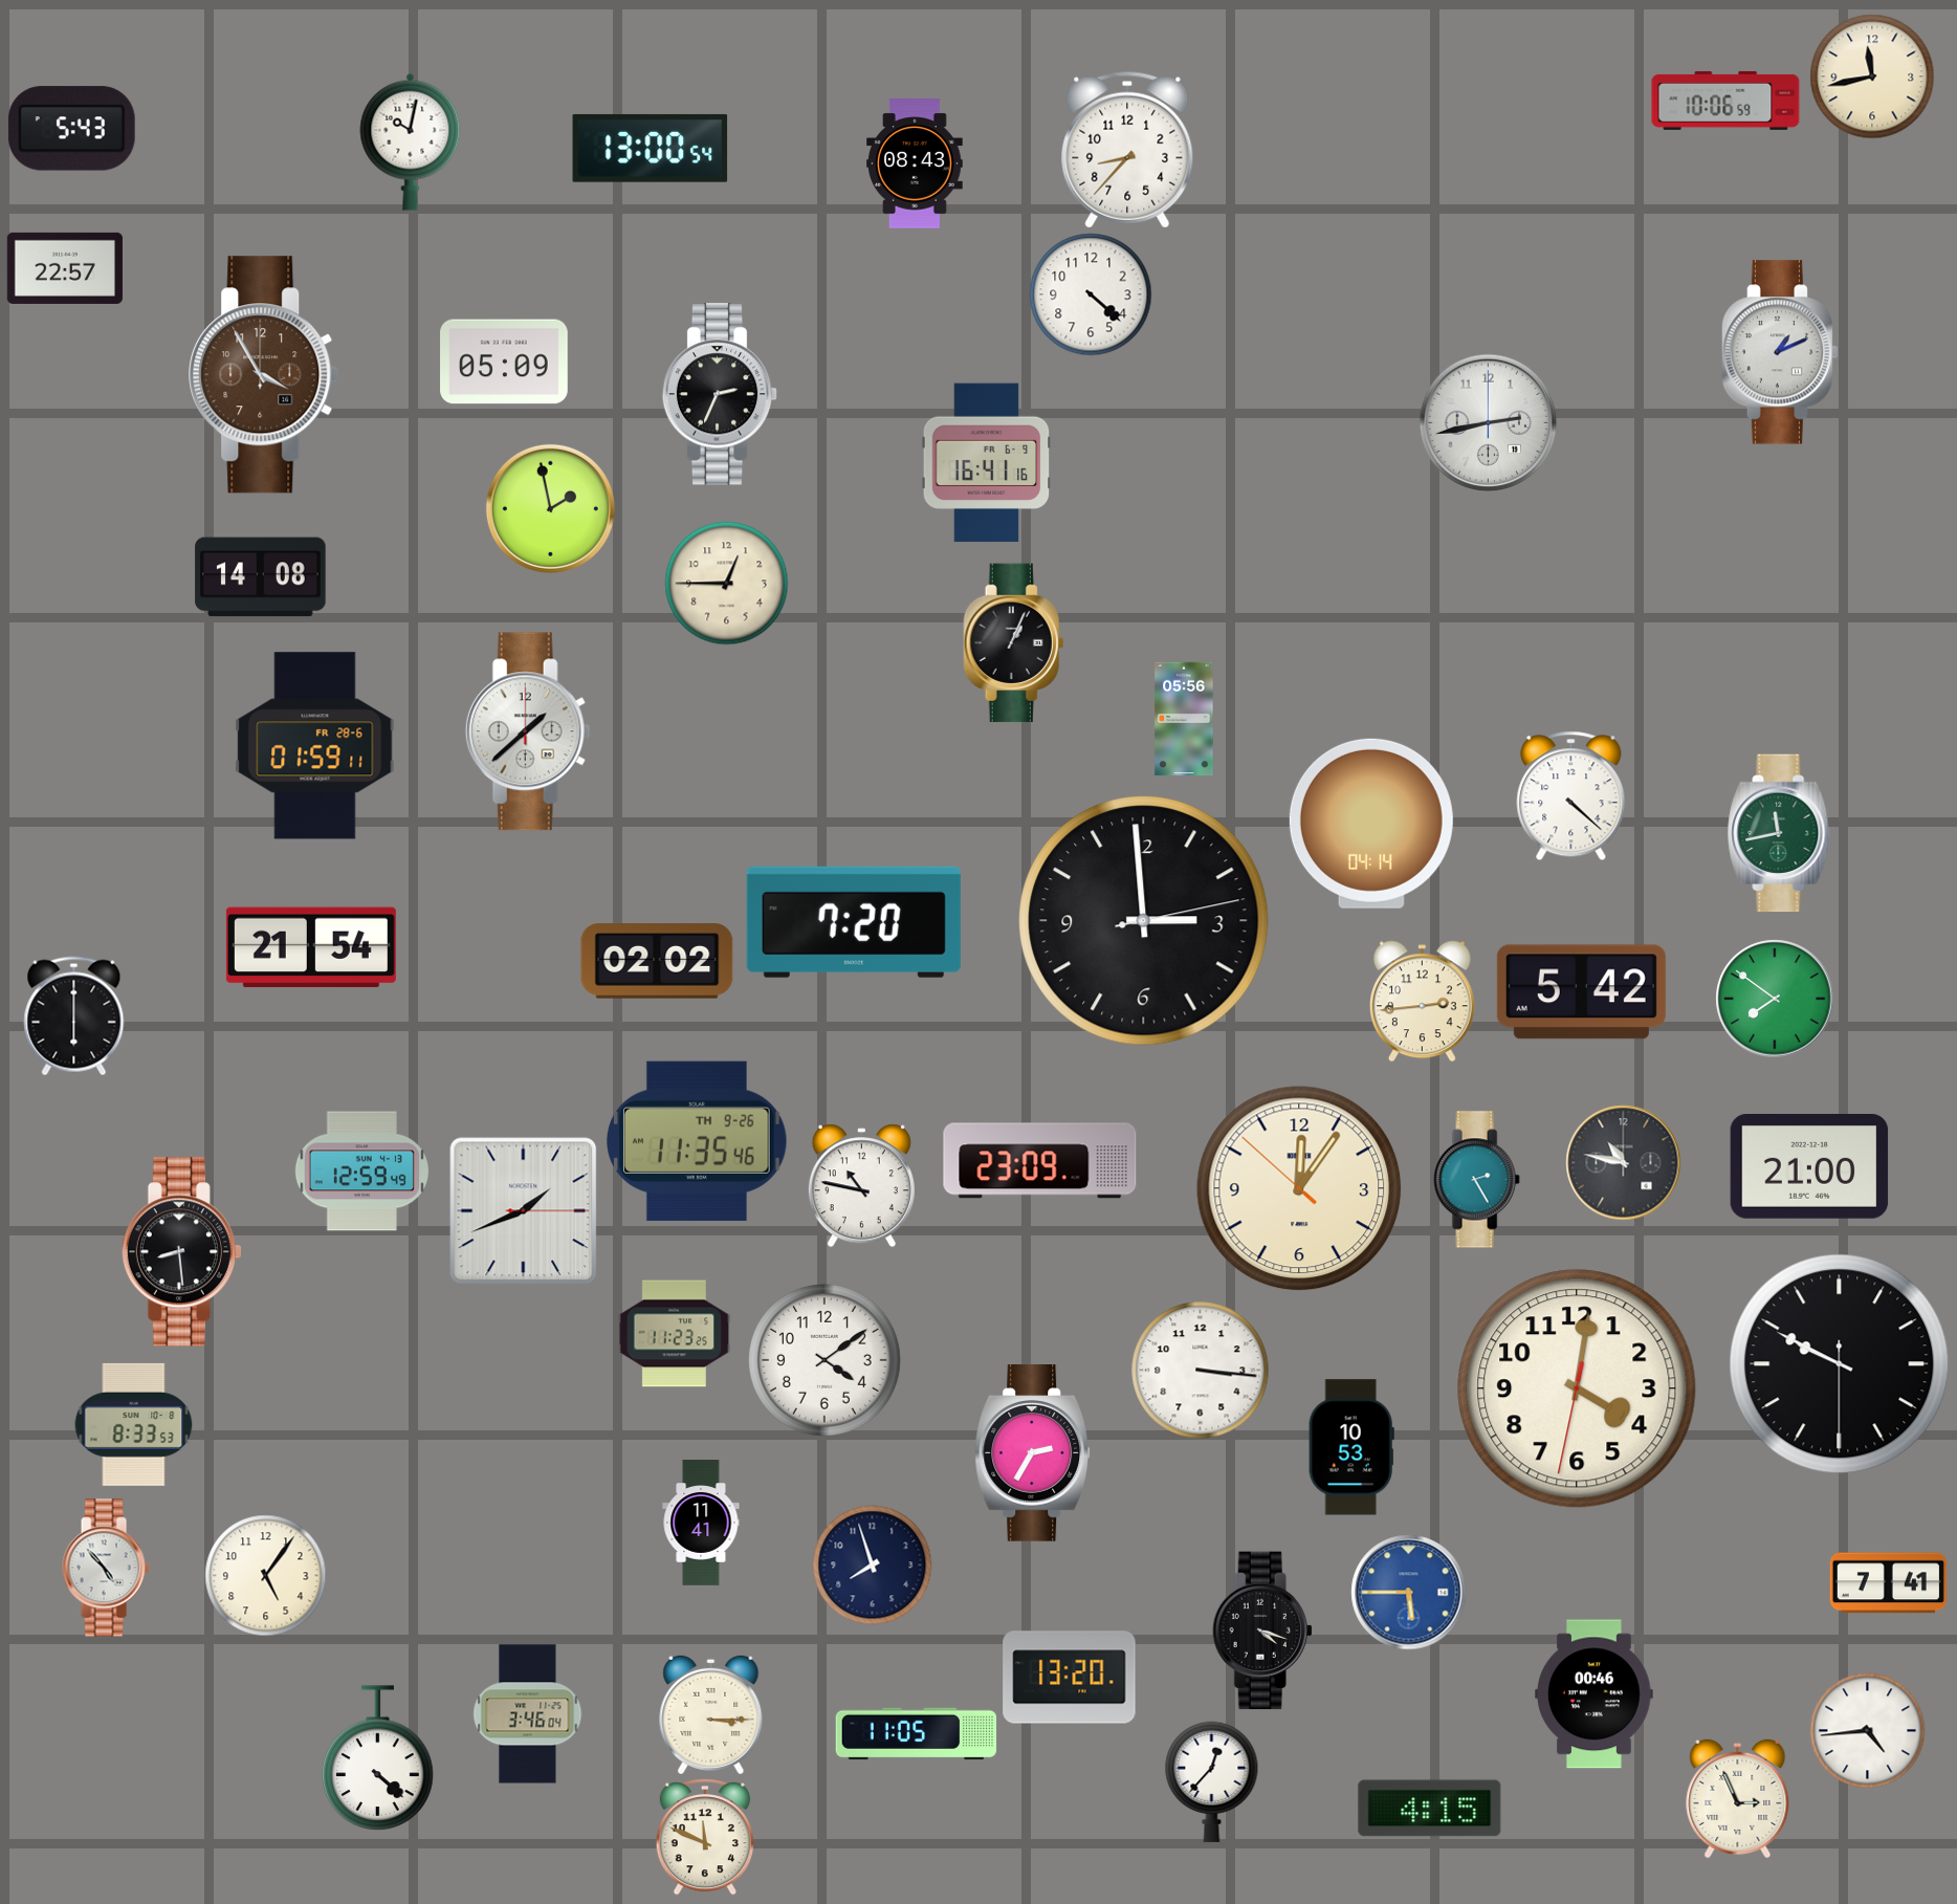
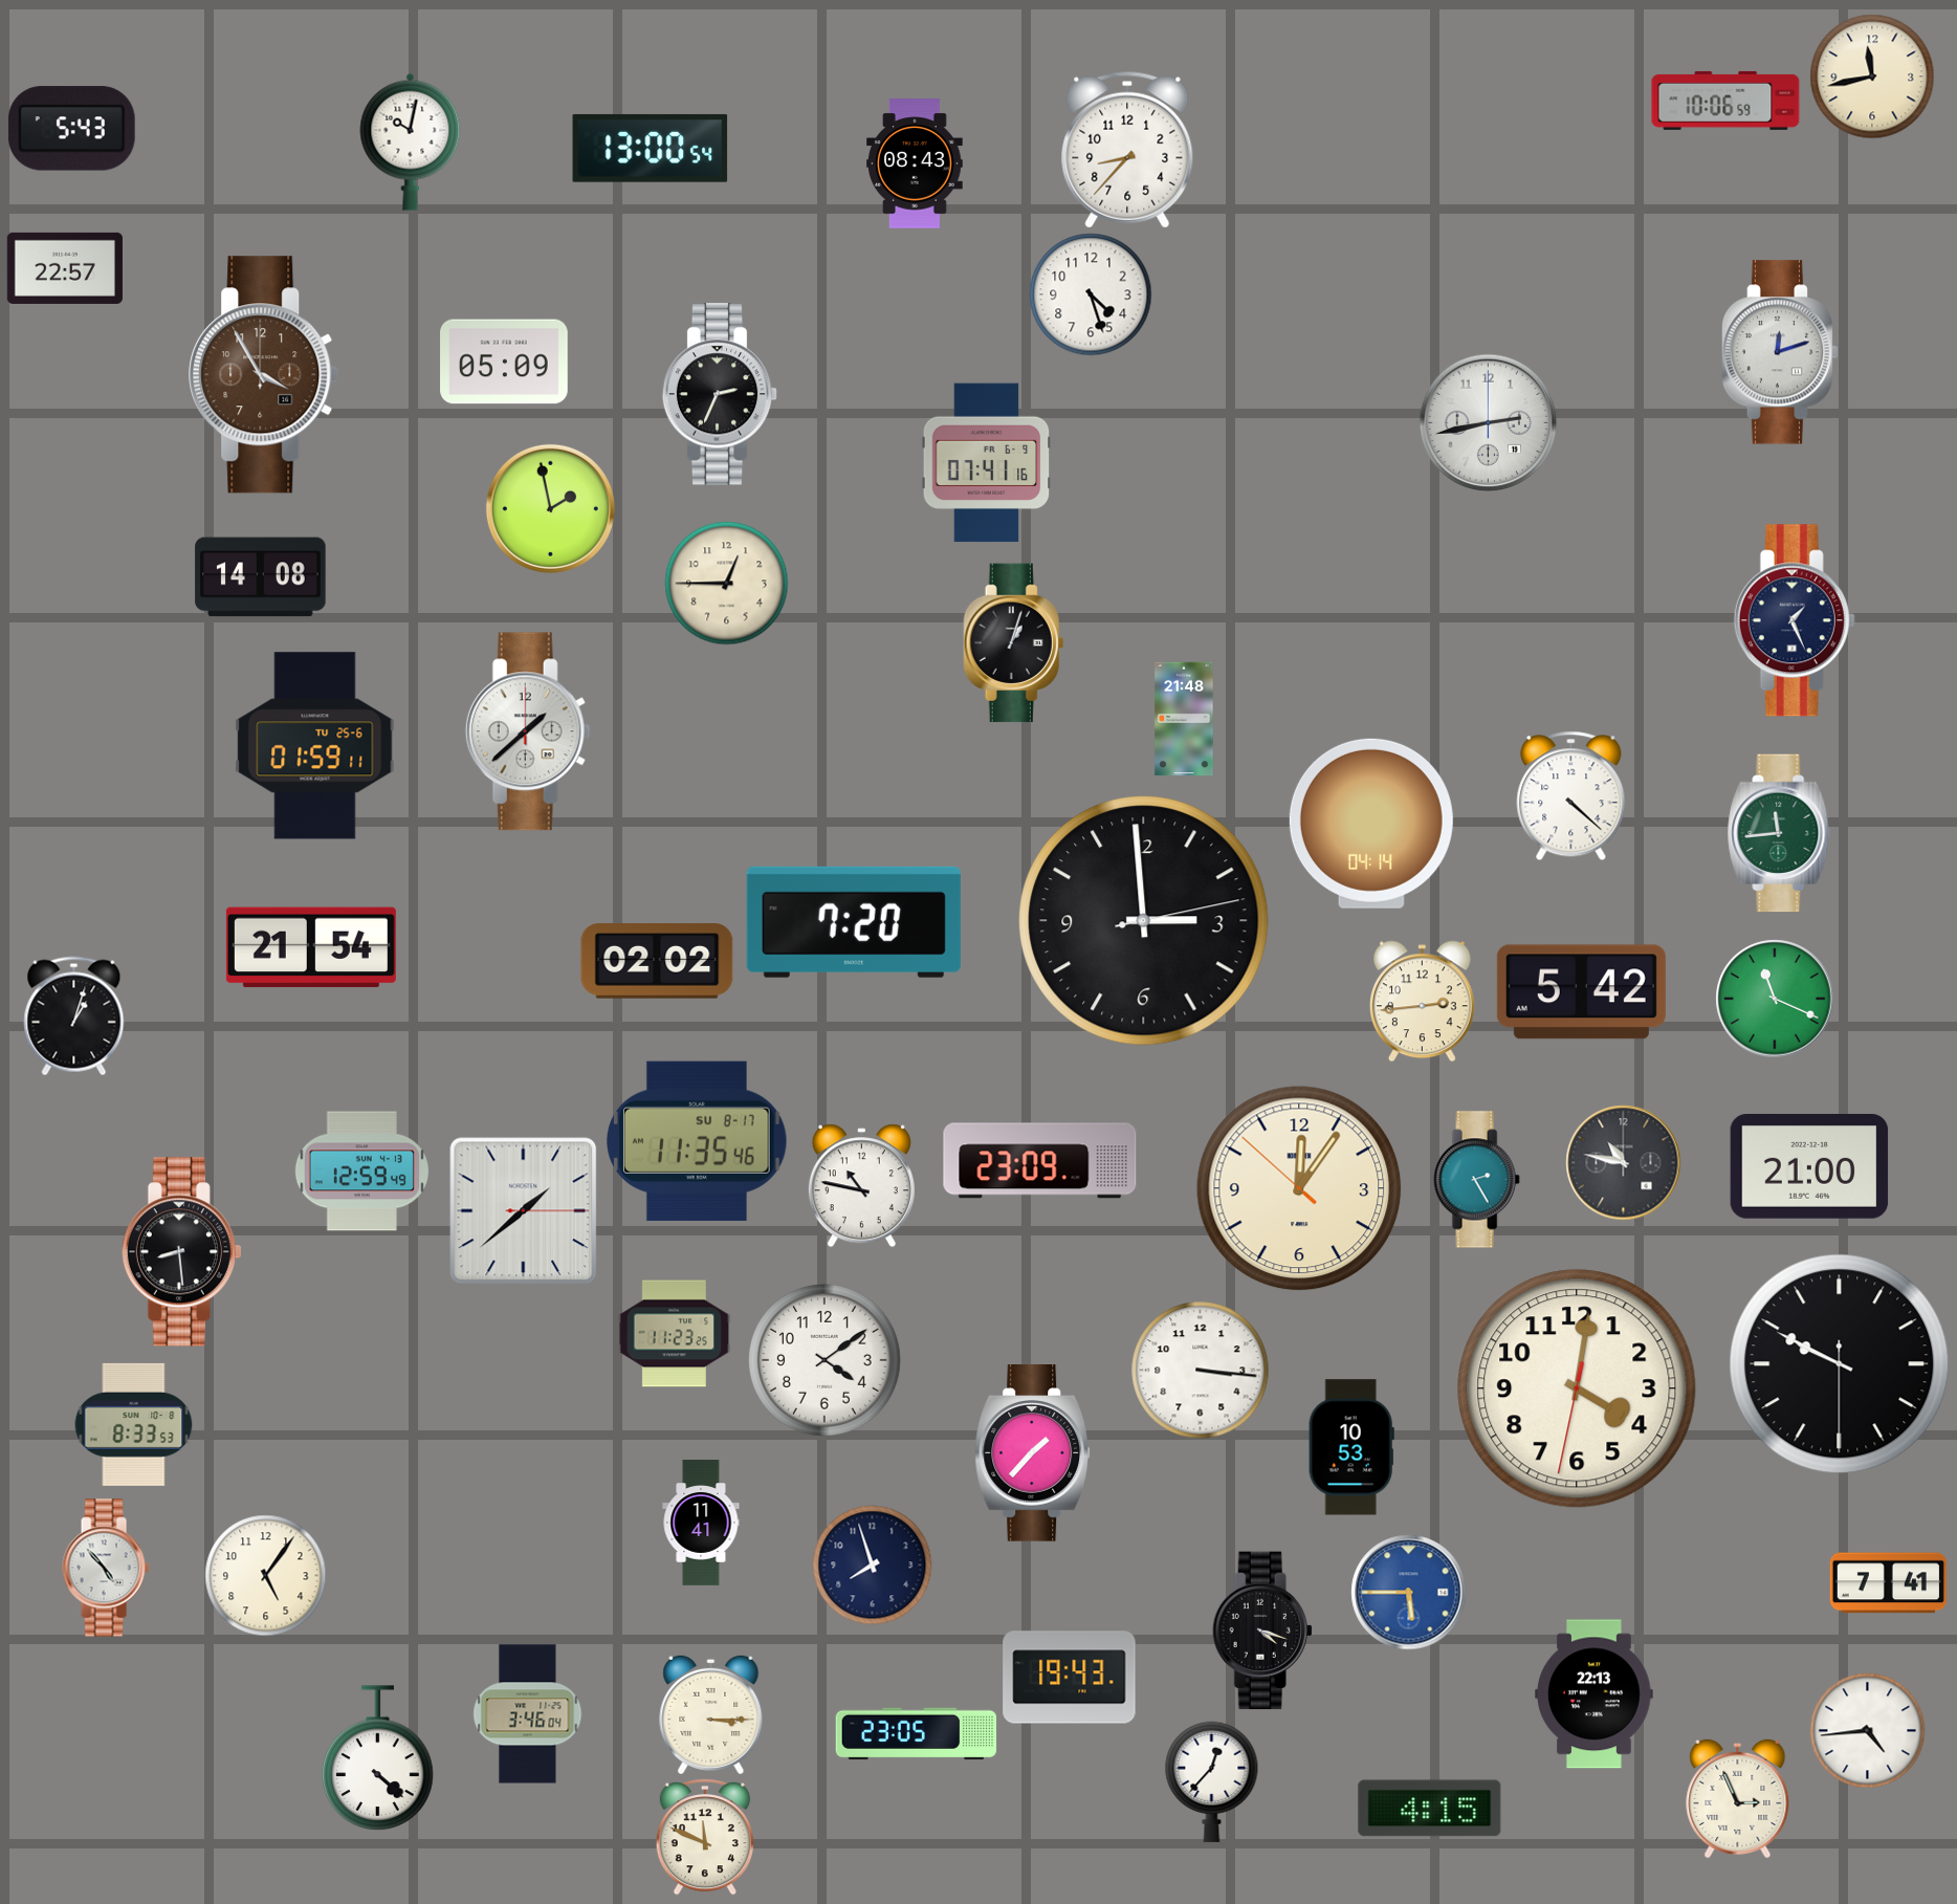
clock at (1091, 294): 4:22 -> 4:27
clock at (1780, 352): 1:11 -> 12:12
clock at (987, 463): 16:41 -> 07:41
clock at (1795, 620): none -> 1:26
clock at (1014, 643): 1:04 -> 1:03
clock at (1184, 719): 05:56 -> 21:48
clock at (315, 746) date: FR 28-6 -> TU 25-6
clock at (1779, 833): 11:43 -> 11:44
clock at (1775, 999): 7:51 -> 11:19
clock at (74, 1016): 6:00 -> 1:03
clock at (698, 1141) date: TH 9-26 -> SU 8-17
clock at (524, 1211): 1:41 -> 1:38
clock at (1033, 1453): 2:35 -> 1:37
clock at (1070, 1678): 13:20 -> 19:43
clock at (1595, 1694): 00:46 -> 22:13
clock at (917, 1734): 11:05 -> 23:05
